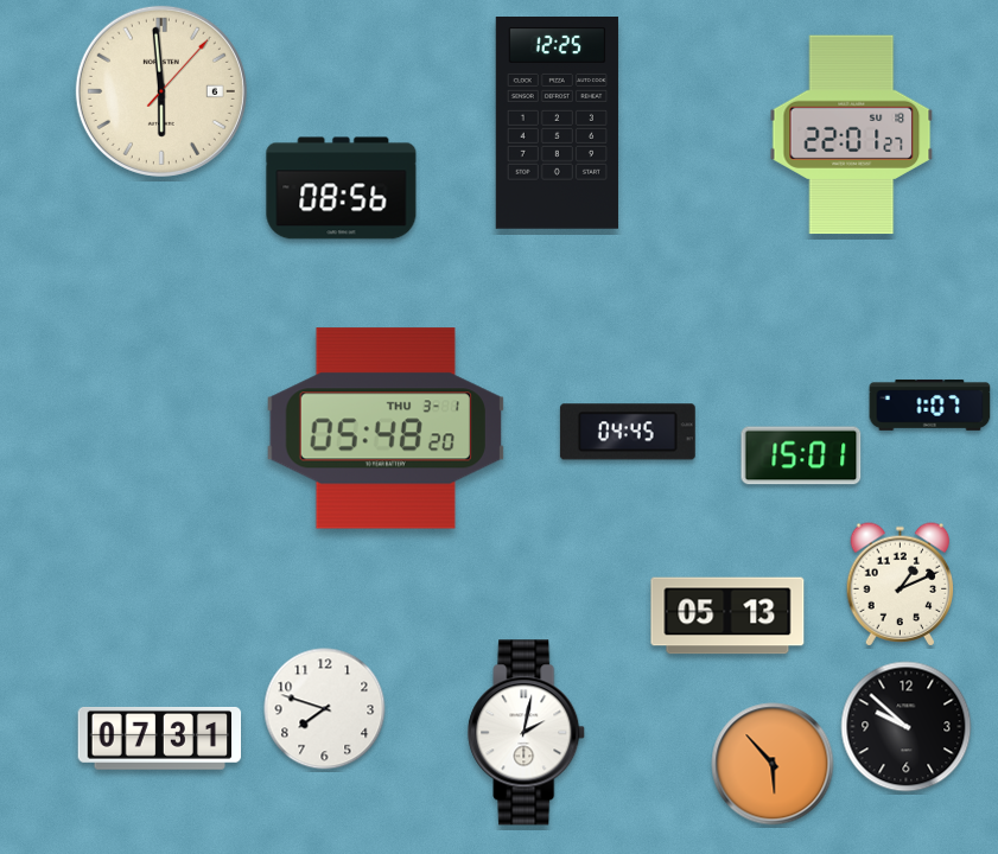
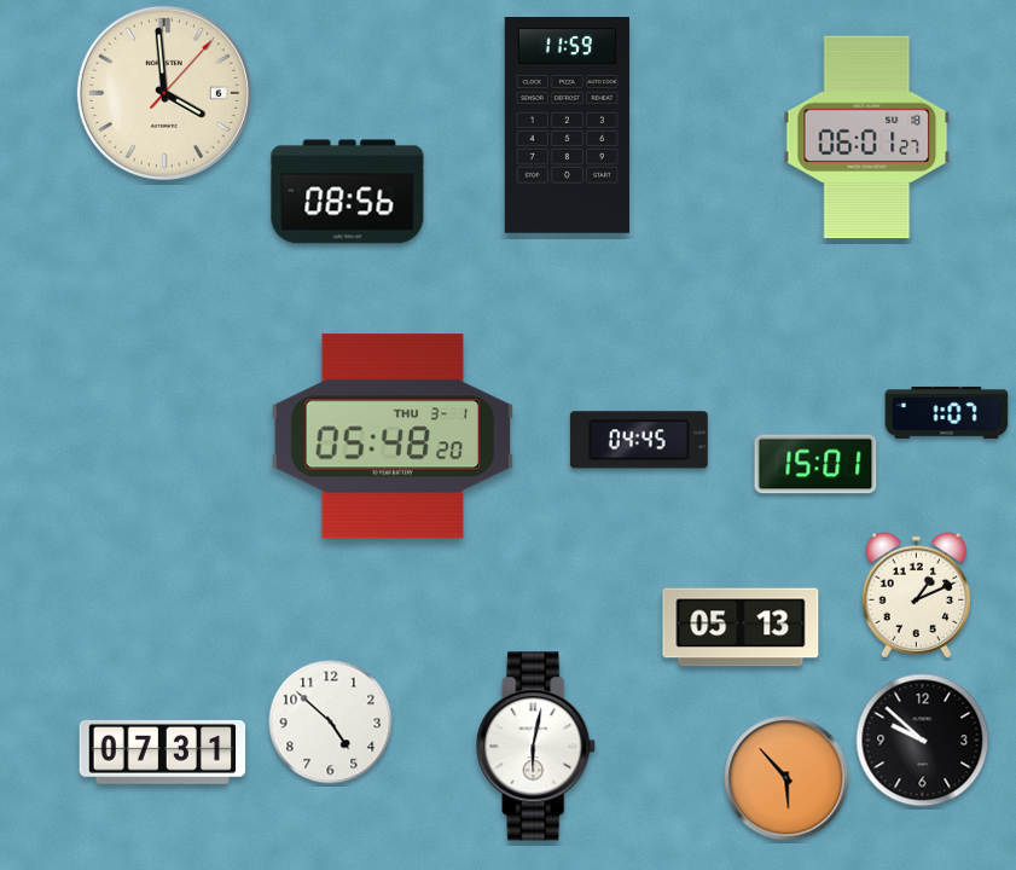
clock at (161, 91): 5:59 -> 3:59
clock at (557, 123): 12:25 -> 11:59
clock at (852, 135): 22:01 -> 06:01
clock at (325, 709): 7:48 -> 4:52
clock at (527, 733): 2:02 -> 6:02
